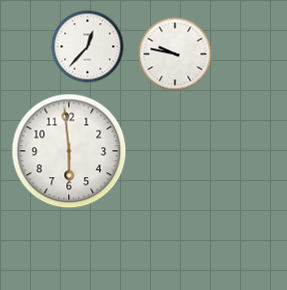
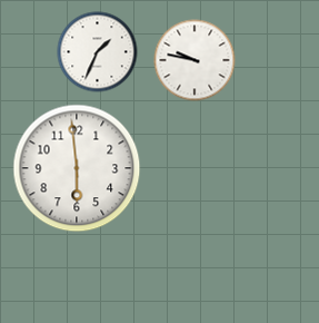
clock at (88, 47): 12:37 -> 1:34
